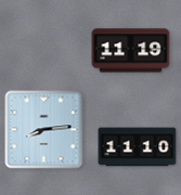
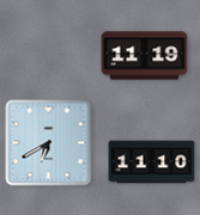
clock at (44, 130): 8:14 -> 6:40
